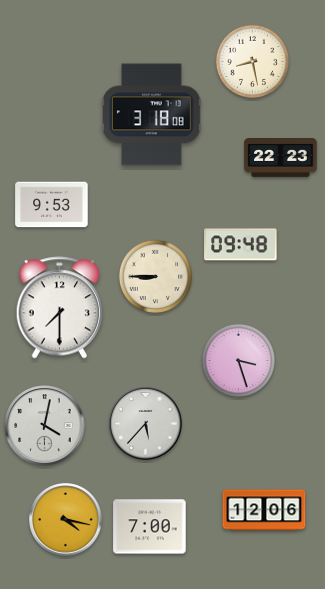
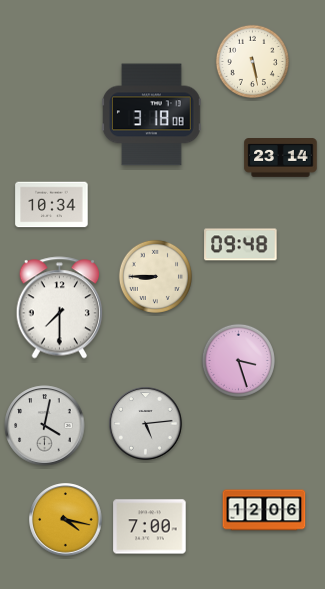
clock at (252, 61): 8:28 -> 5:28
clock at (281, 158): 22:23 -> 23:14
clock at (52, 205): 9:53 -> 10:34
clock at (146, 424): 5:37 -> 5:14
